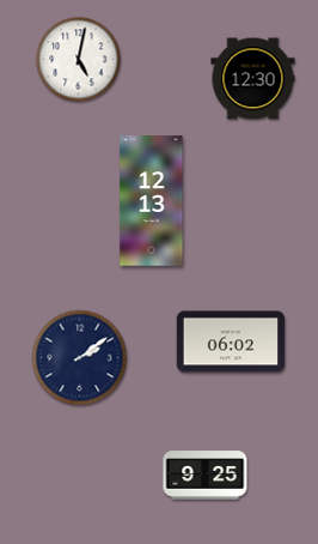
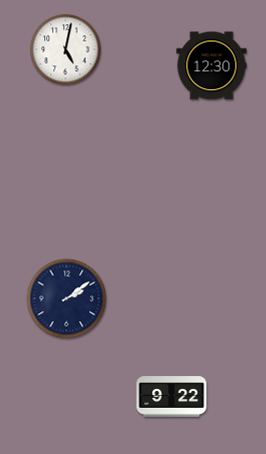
clock at (152, 201): 12:13 -> none
clock at (231, 341): 06:02 -> none
clock at (206, 476): 9:25 -> 9:22
